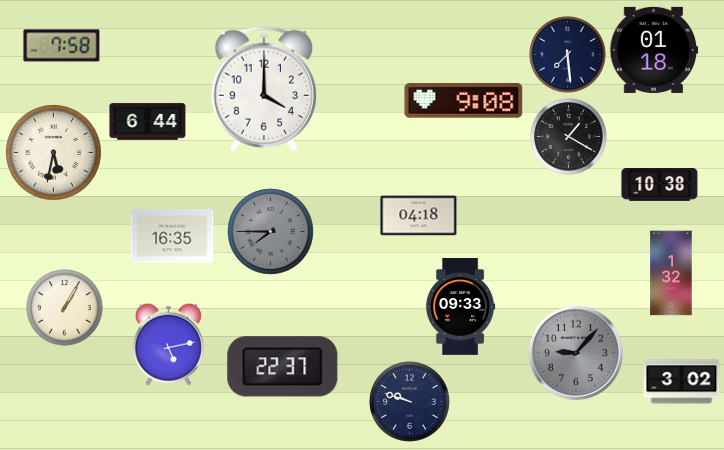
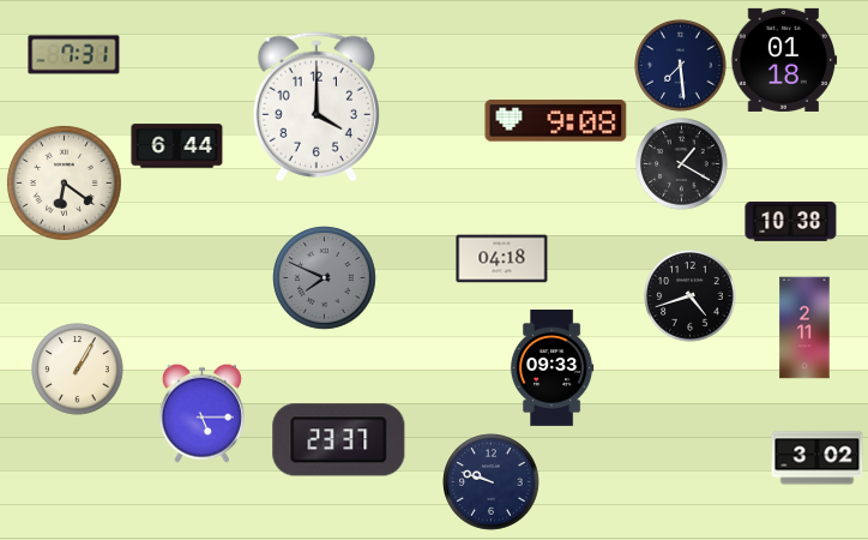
clock at (62, 46): 7:58 -> 7:31
clock at (53, 152): 5:32 -> 6:21
clock at (271, 232): 7:45 -> 7:49
clock at (172, 236): 16:35 -> none
clock at (691, 296): none -> 4:42
clock at (671, 273): 1:32 -> 2:11
clock at (168, 344): 5:13 -> 5:15
clock at (576, 353): 9:07 -> none
clock at (283, 367): 22:37 -> 23:37
